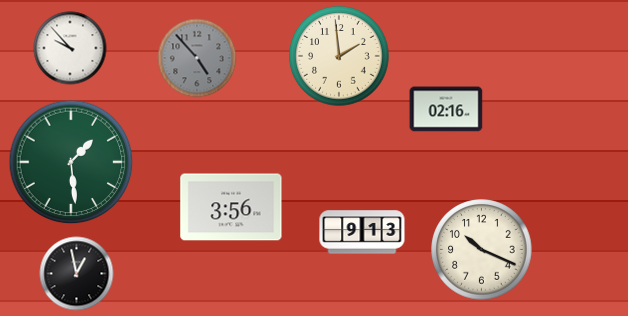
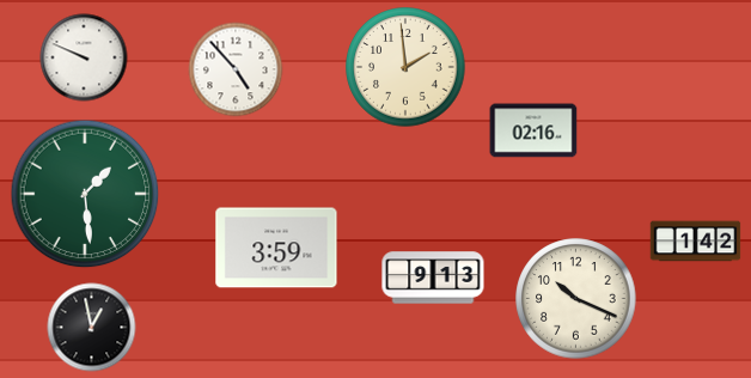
clock at (70, 48): 9:53 -> 9:49
clock at (197, 58) dial: grey -> white
clock at (696, 242): none -> 1:42
clock at (231, 207): 3:56 -> 3:59
